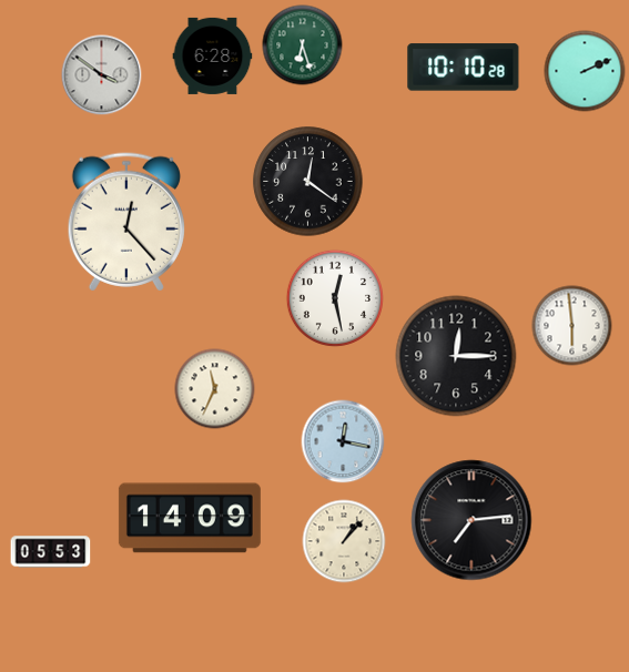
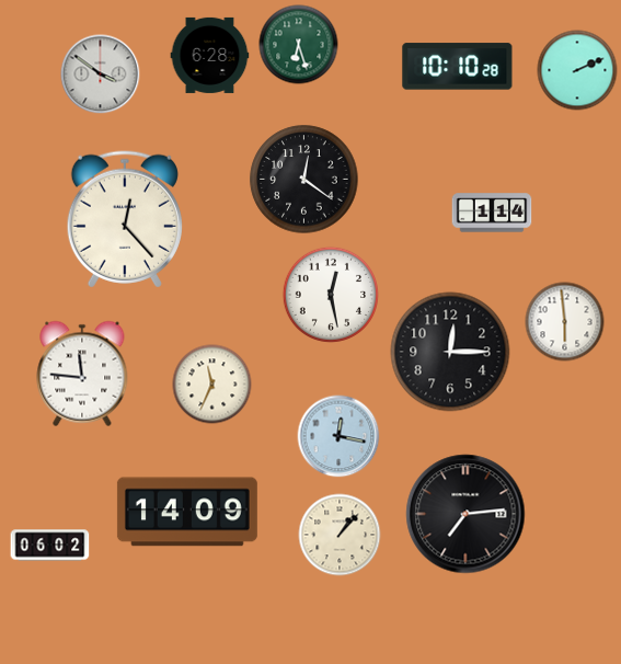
clock at (492, 213): none -> 1:14
clock at (82, 374): none -> 11:46
clock at (51, 552): 05:53 -> 06:02
